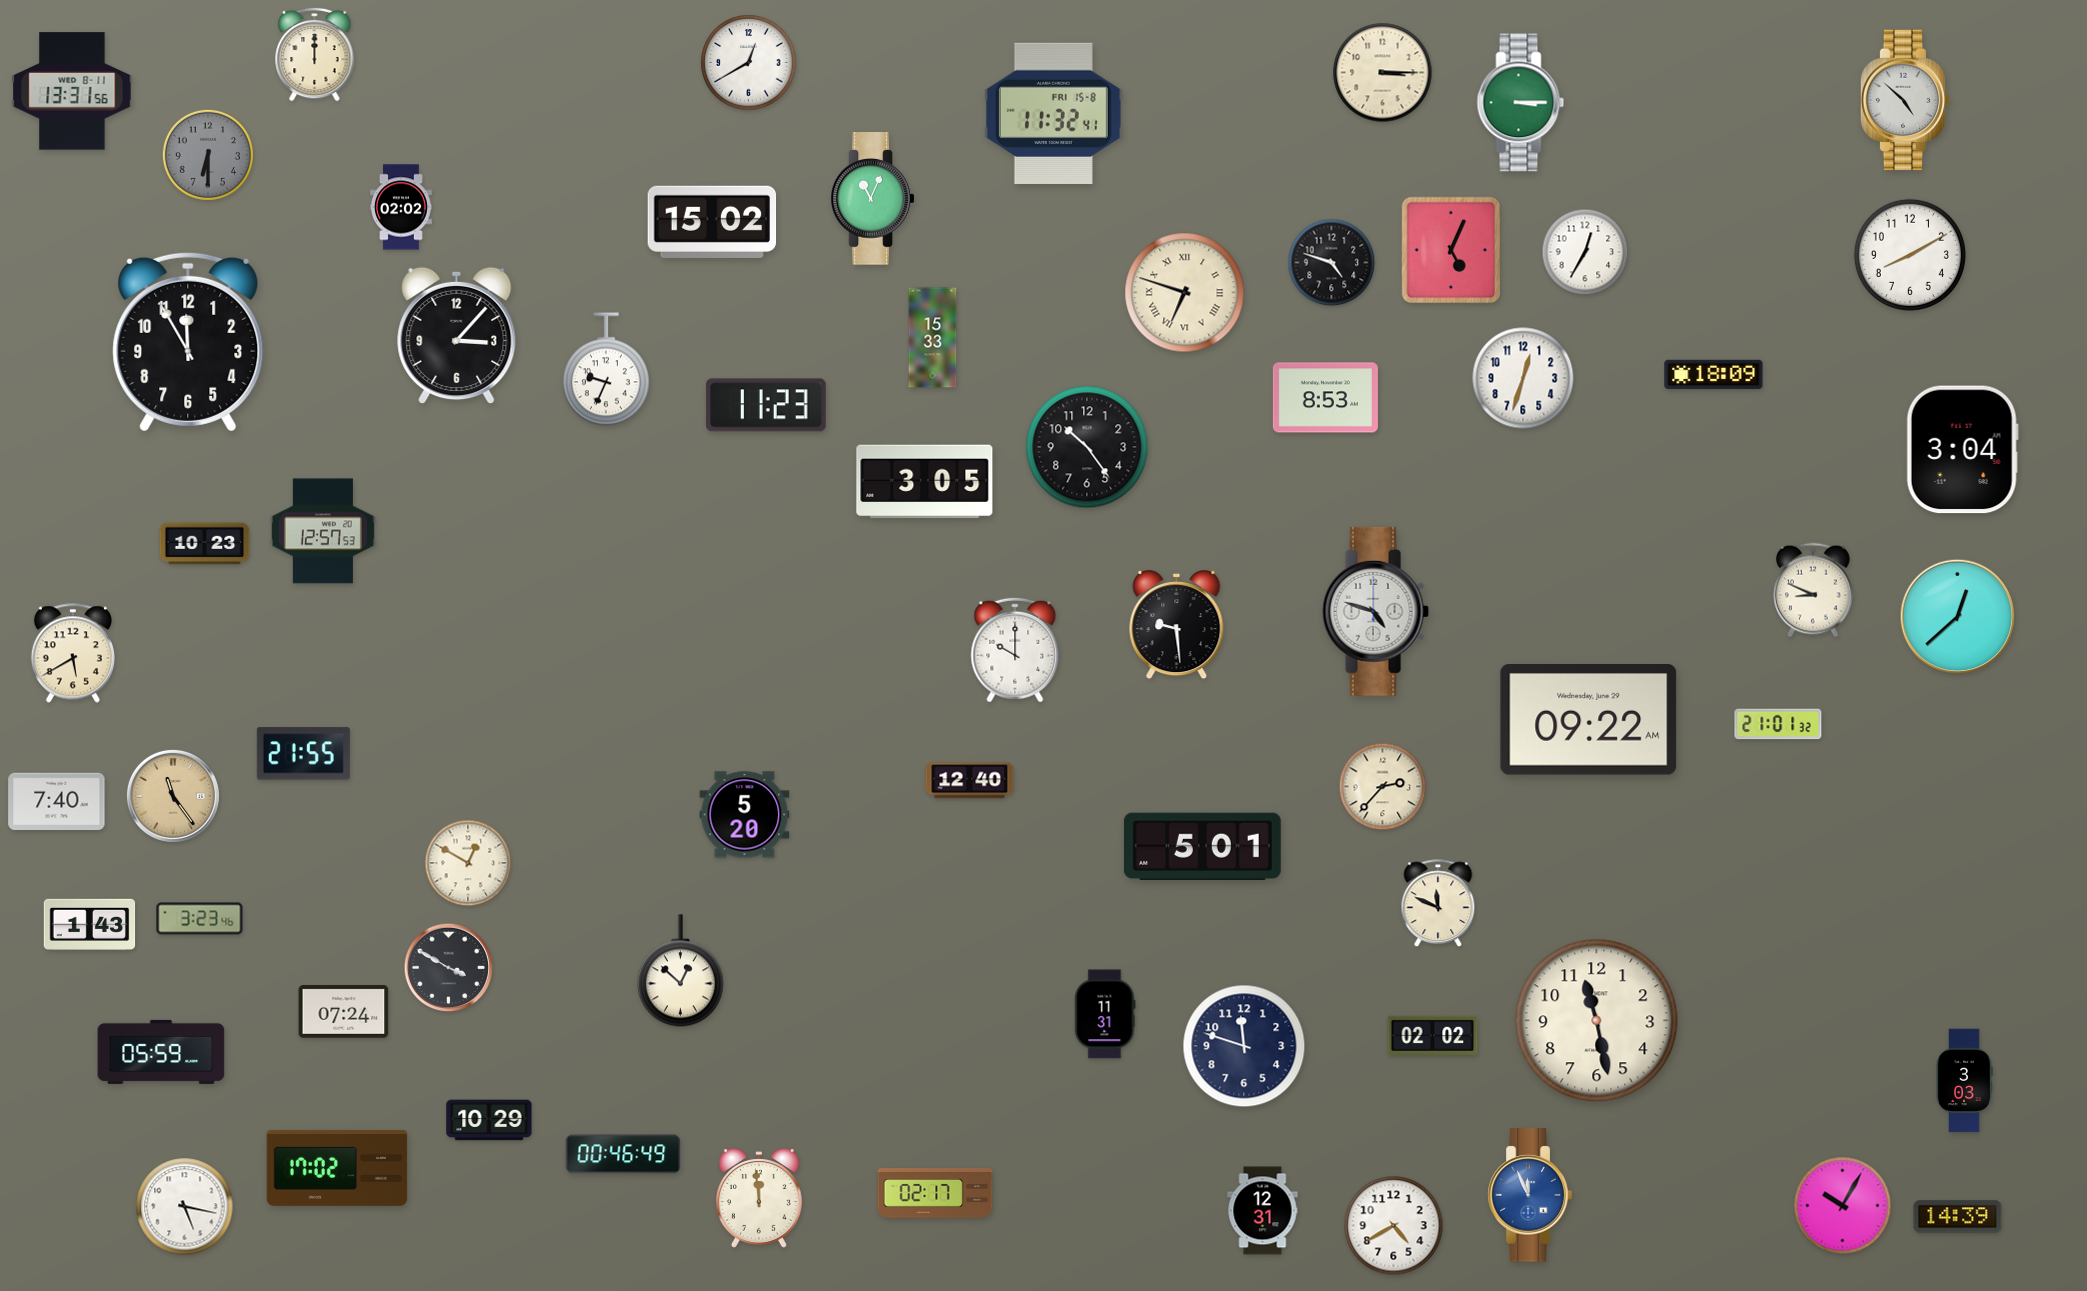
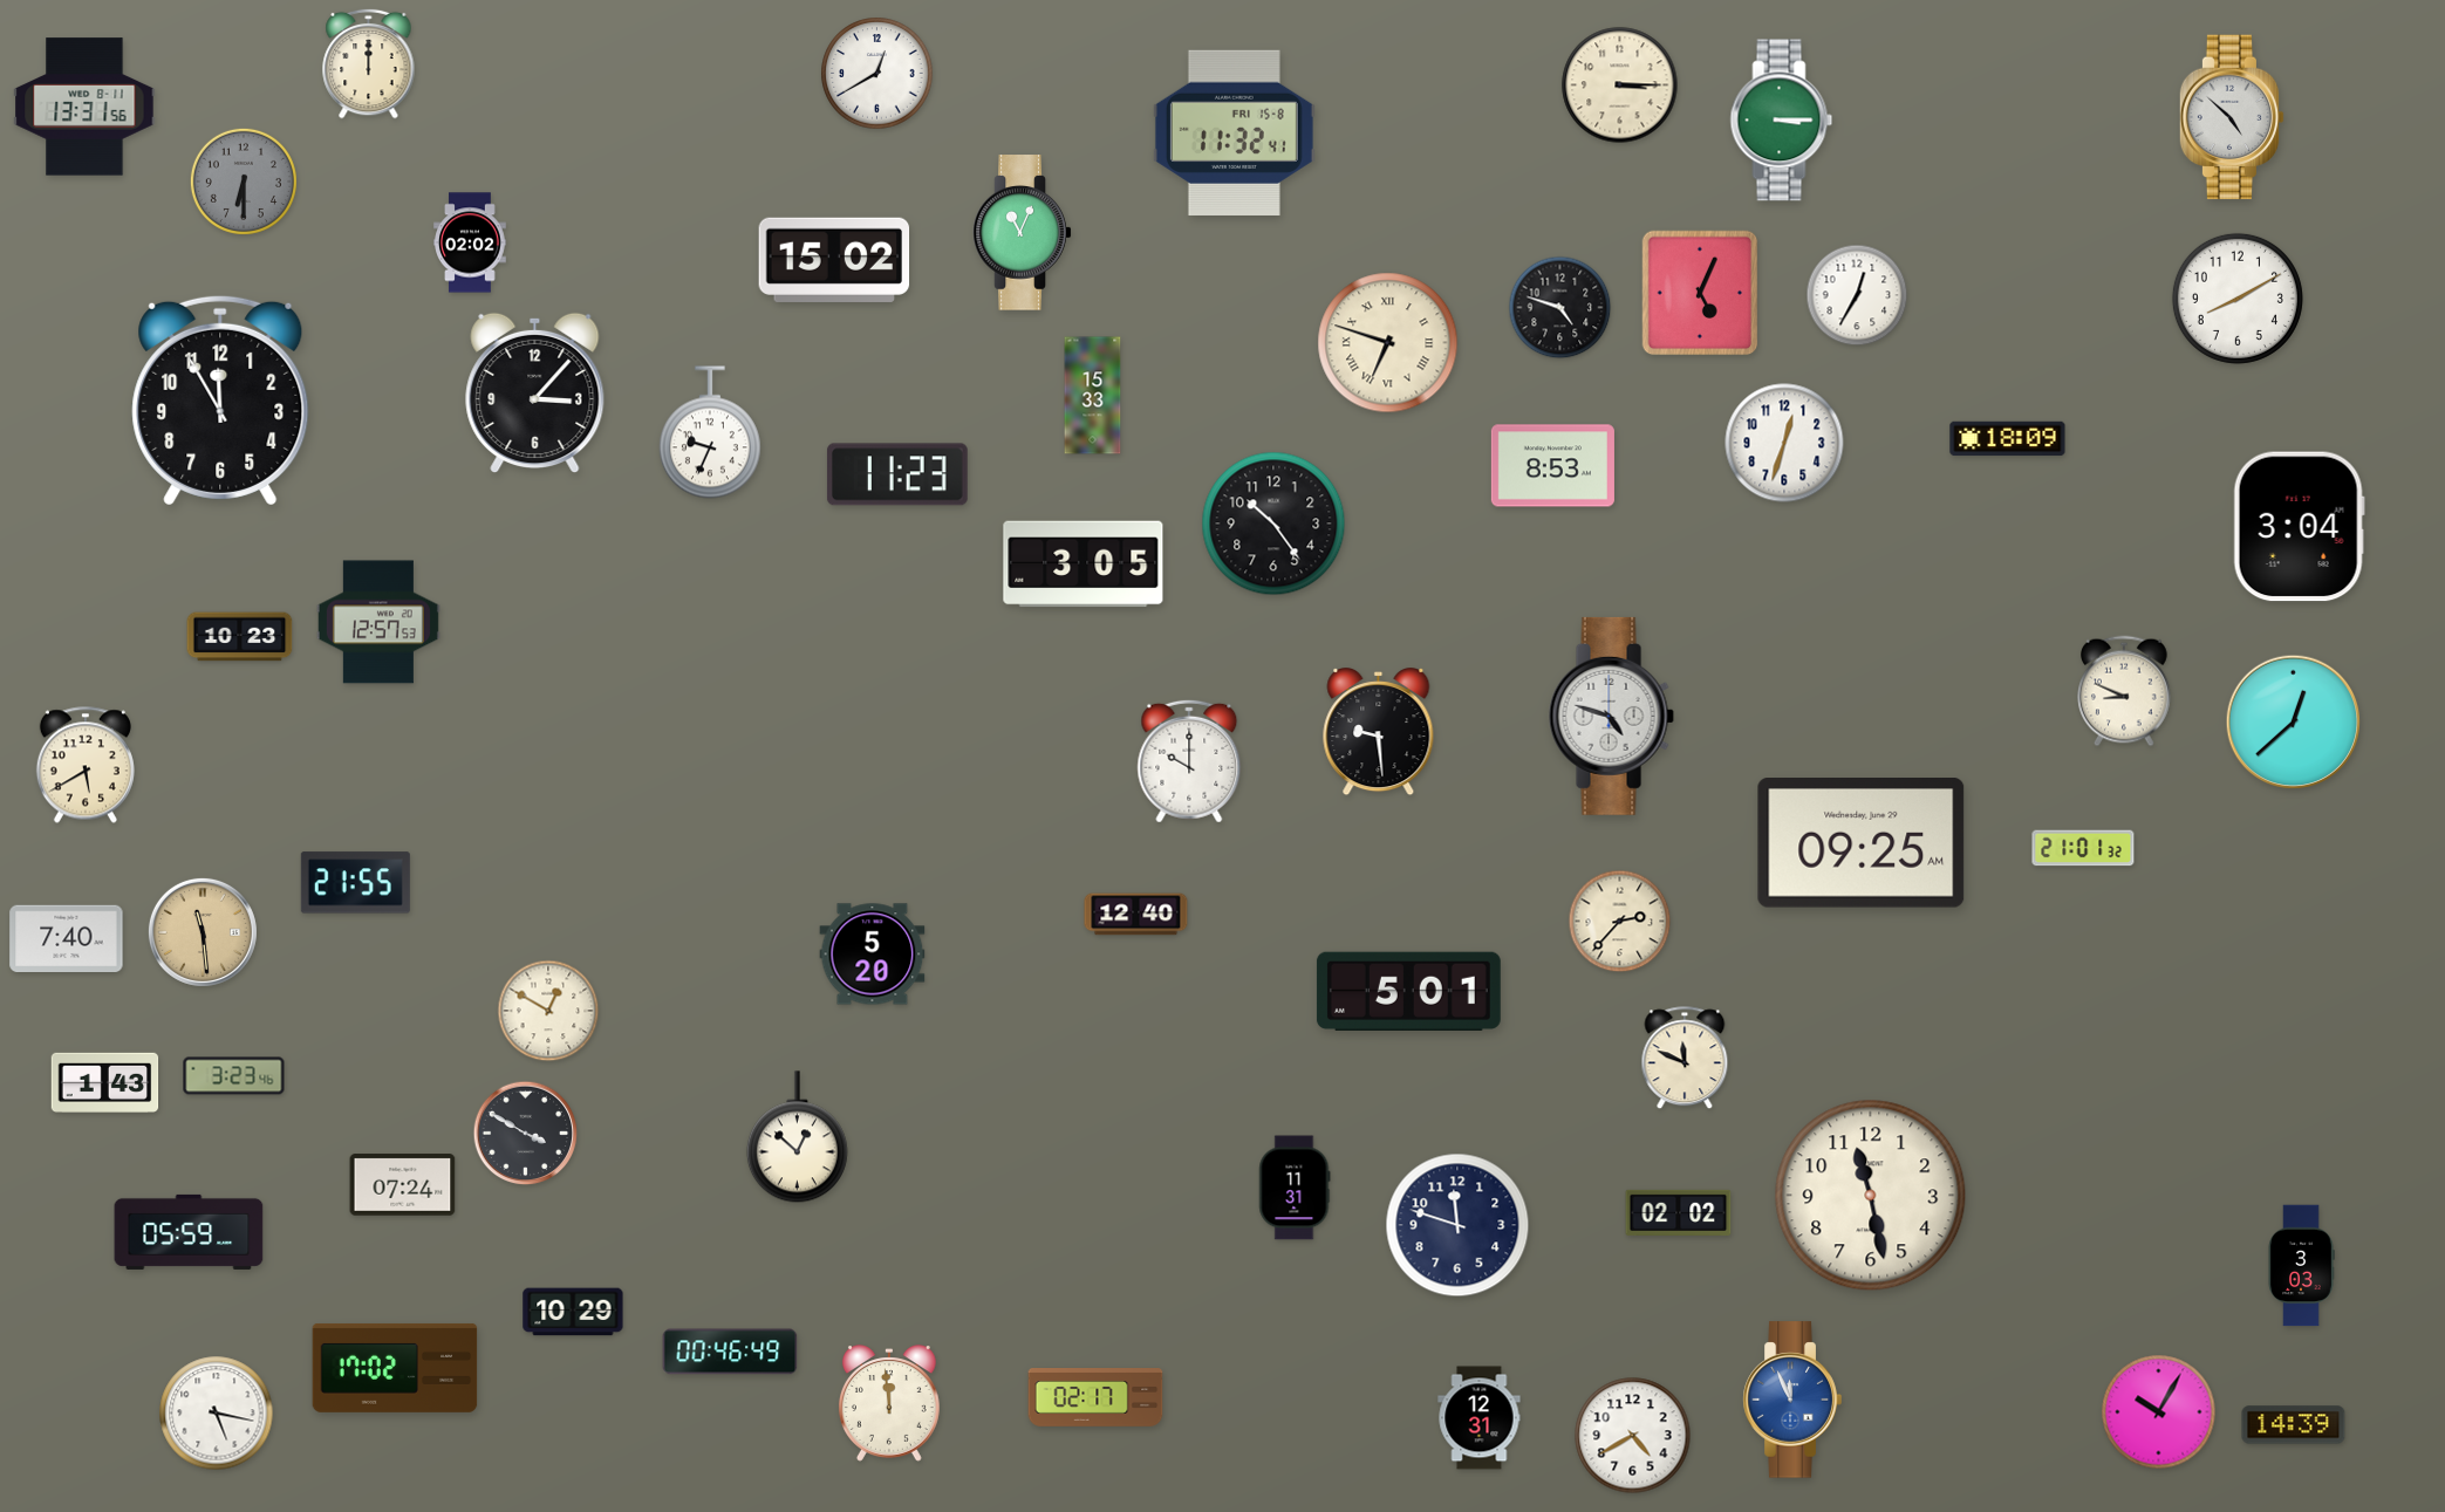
clock at (1589, 720): 09:22 -> 09:25
clock at (173, 796): 11:24 -> 11:29
